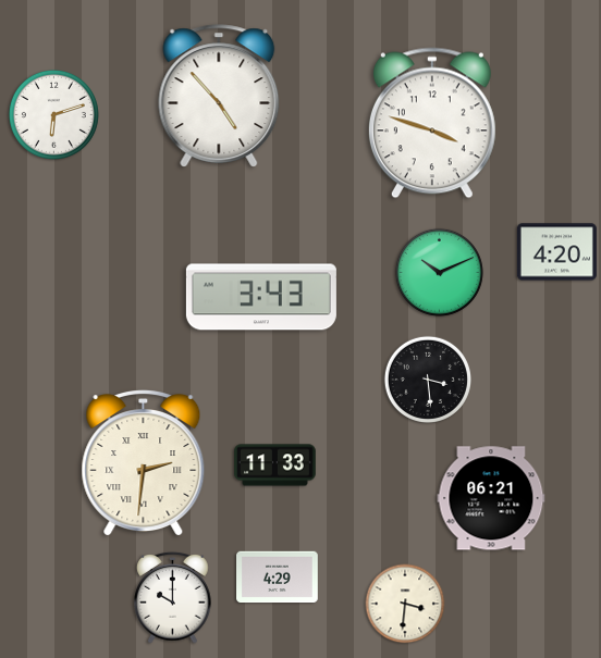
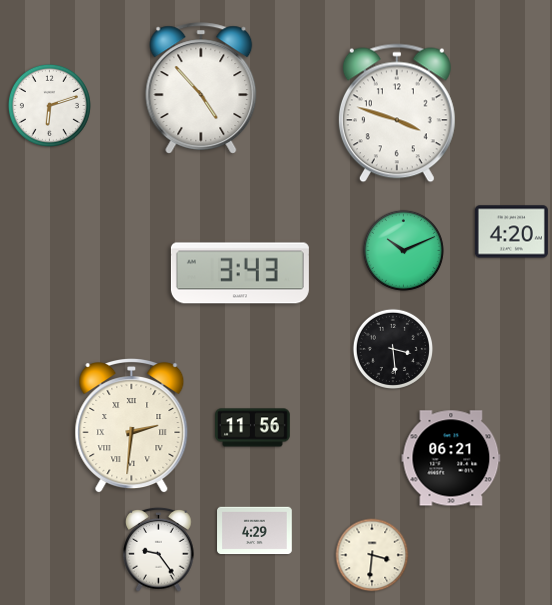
clock at (275, 465): 11:33 -> 11:56
clock at (173, 598): 10:00 -> 9:24
